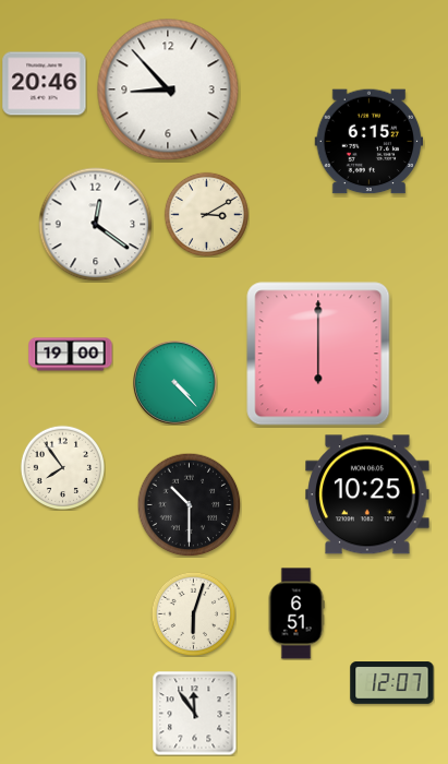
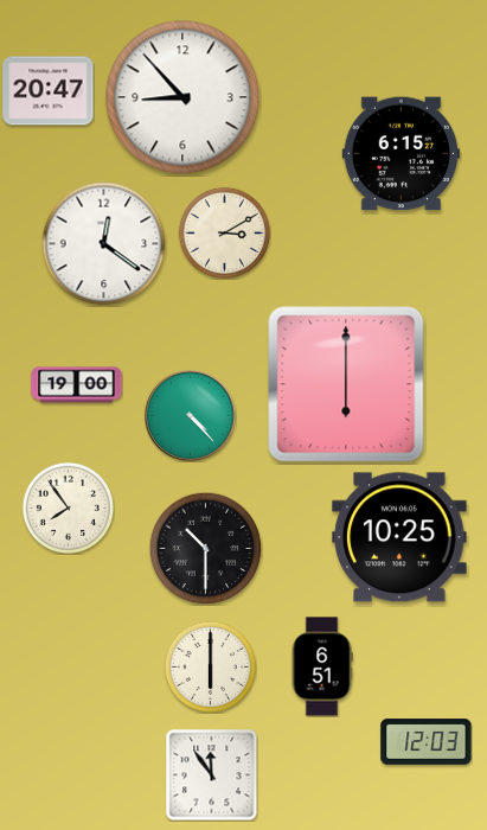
clock at (45, 84): 20:46 -> 20:47
clock at (193, 613): 6:03 -> 6:00
clock at (392, 683): 12:07 -> 12:03
